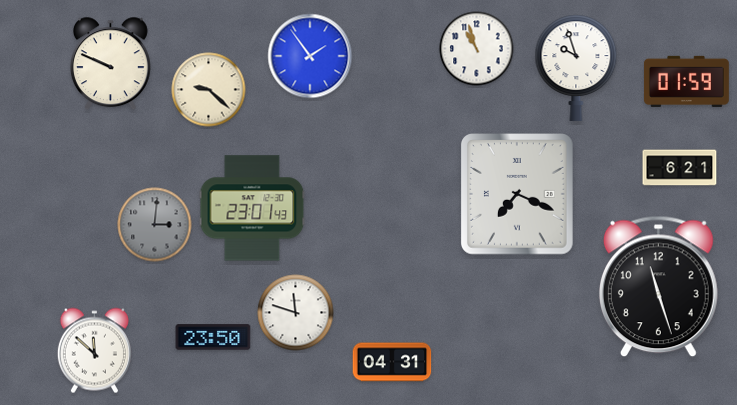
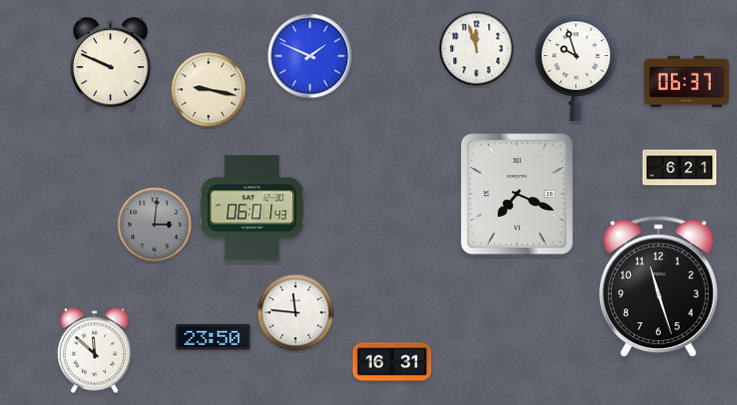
clock at (477, 49): 10:57 -> 11:57
clock at (310, 56): 1:54 -> 1:49
clock at (686, 81): 01:59 -> 06:37
clock at (209, 90): 9:22 -> 9:17
clock at (252, 208): 23:01 -> 06:01
clock at (296, 313): 11:48 -> 11:46
clock at (392, 362): 04:31 -> 16:31
